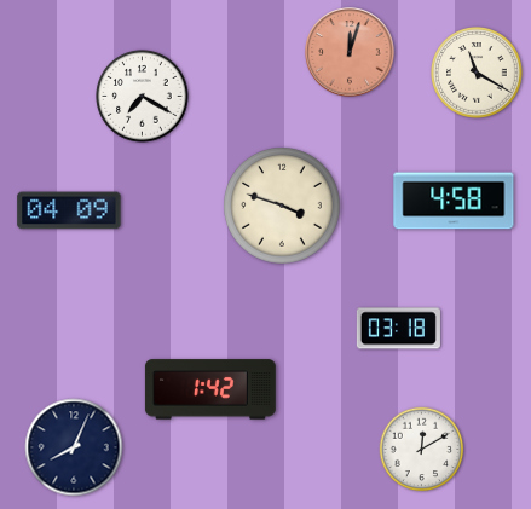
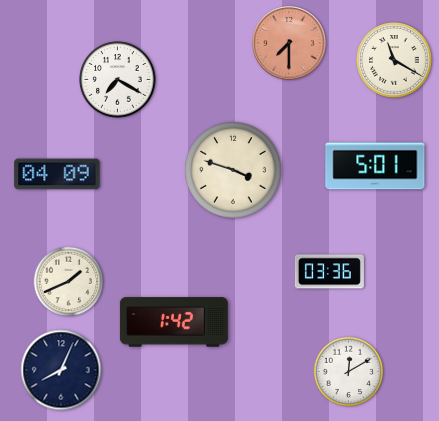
clock at (350, 52): 12:03 -> 7:30
clock at (454, 201): 4:58 -> 5:01
clock at (398, 329): 03:18 -> 03:36
clock at (69, 282): none -> 1:41
